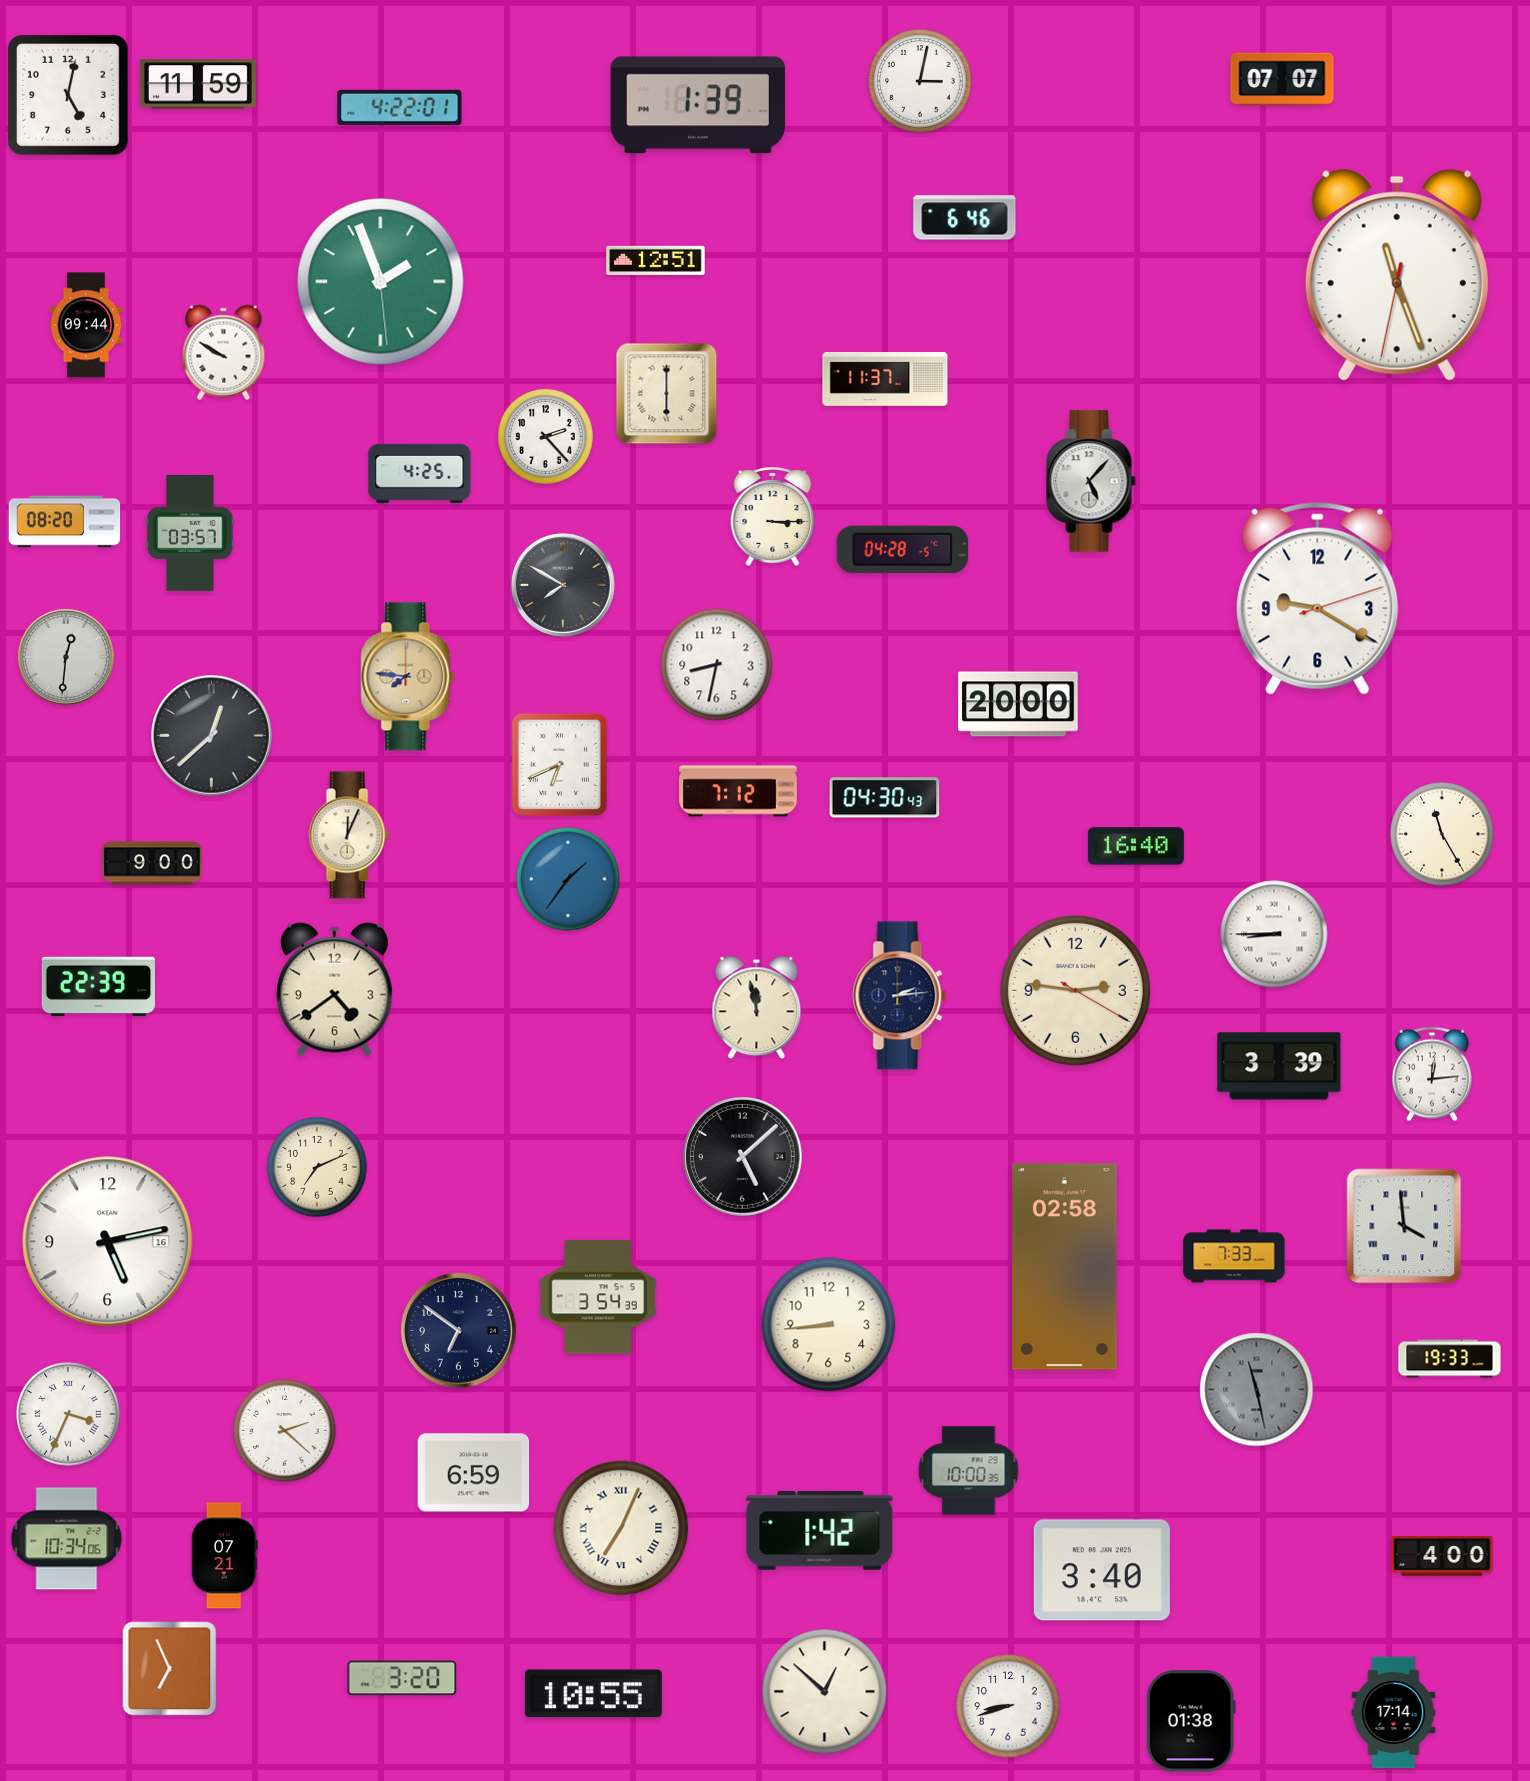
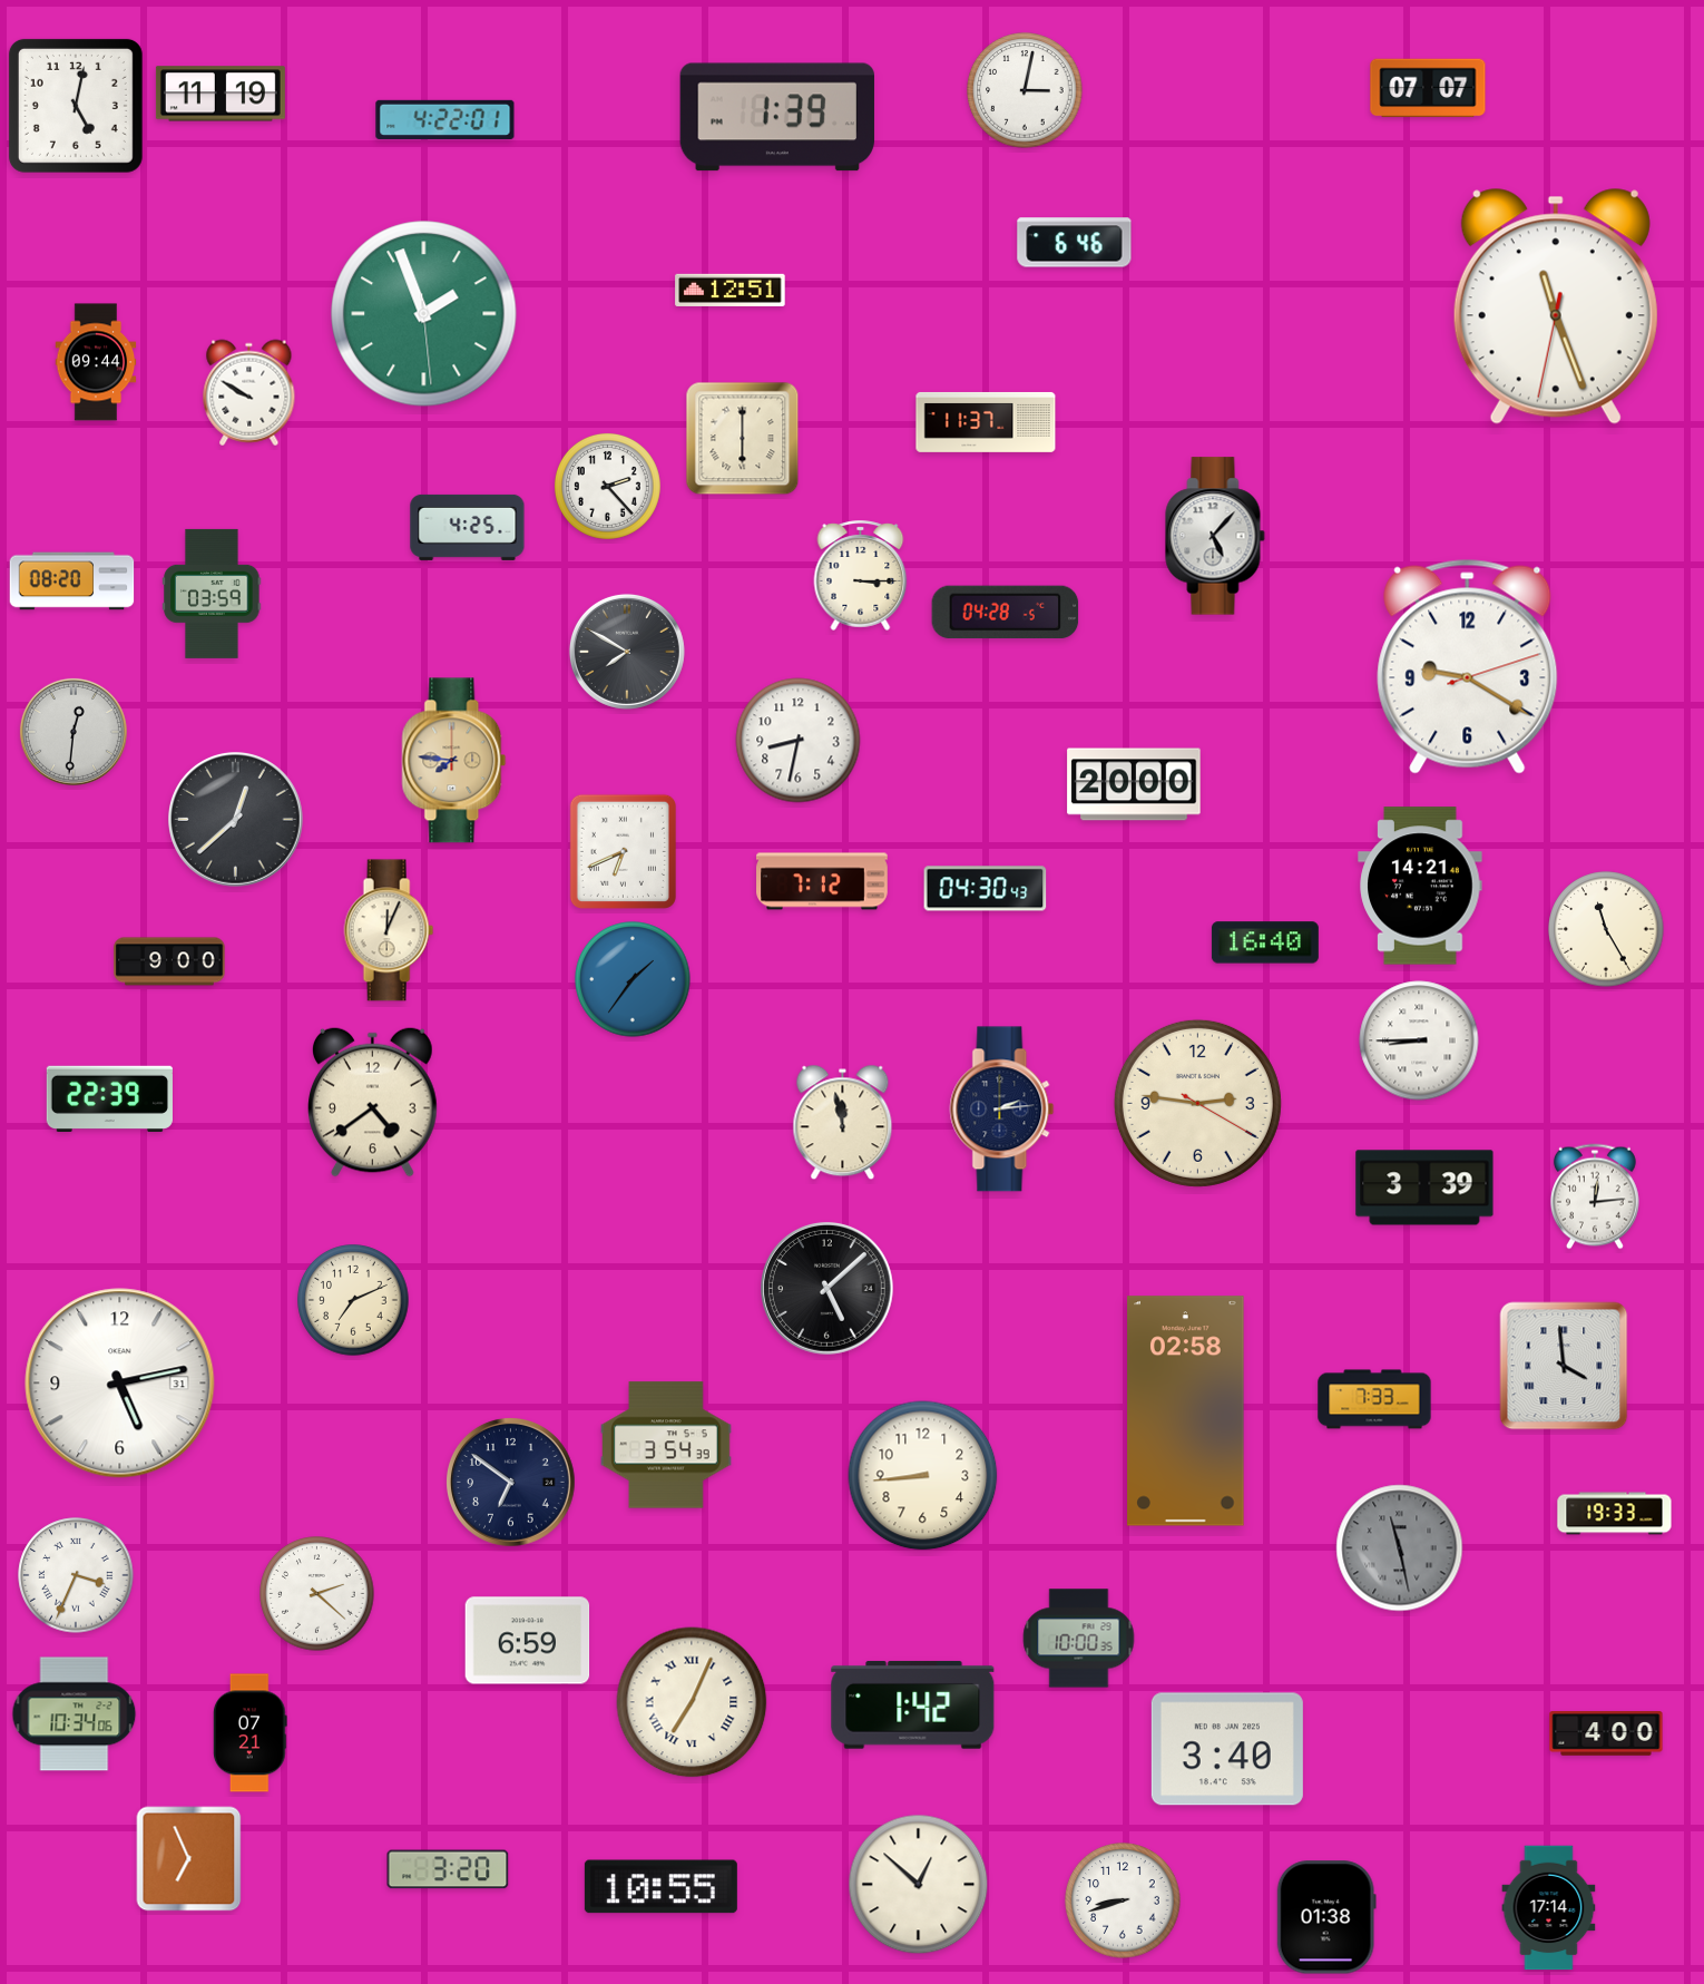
clock at (198, 84): 11:59 -> 11:19
clock at (190, 533): 03:57 -> 03:59
clock at (408, 677) position: (408, 677) -> (454, 761)
clock at (1420, 886): none -> 14:21
clock at (108, 1242) date: 16 -> 31
clock at (1394, 1713) position: (1394, 1713) -> (1549, 1908)
